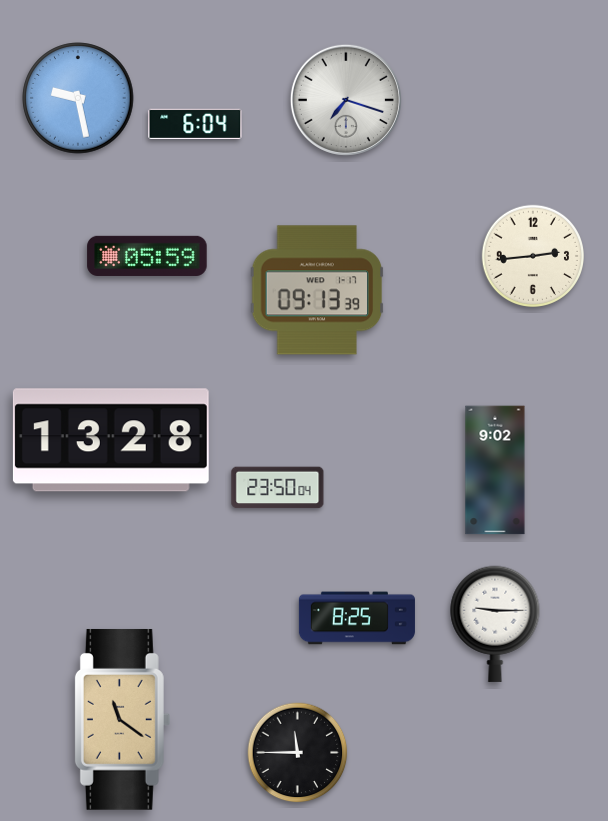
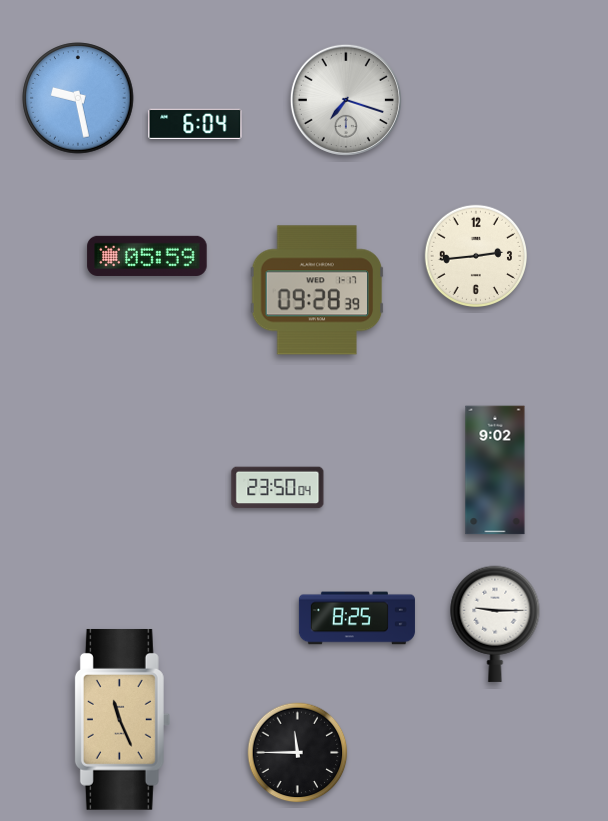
clock at (532, 255) position: (532, 255) -> (475, 255)
clock at (317, 290): 09:13 -> 09:28
clock at (111, 440): 13:28 -> none
clock at (122, 719): 11:21 -> 11:26
